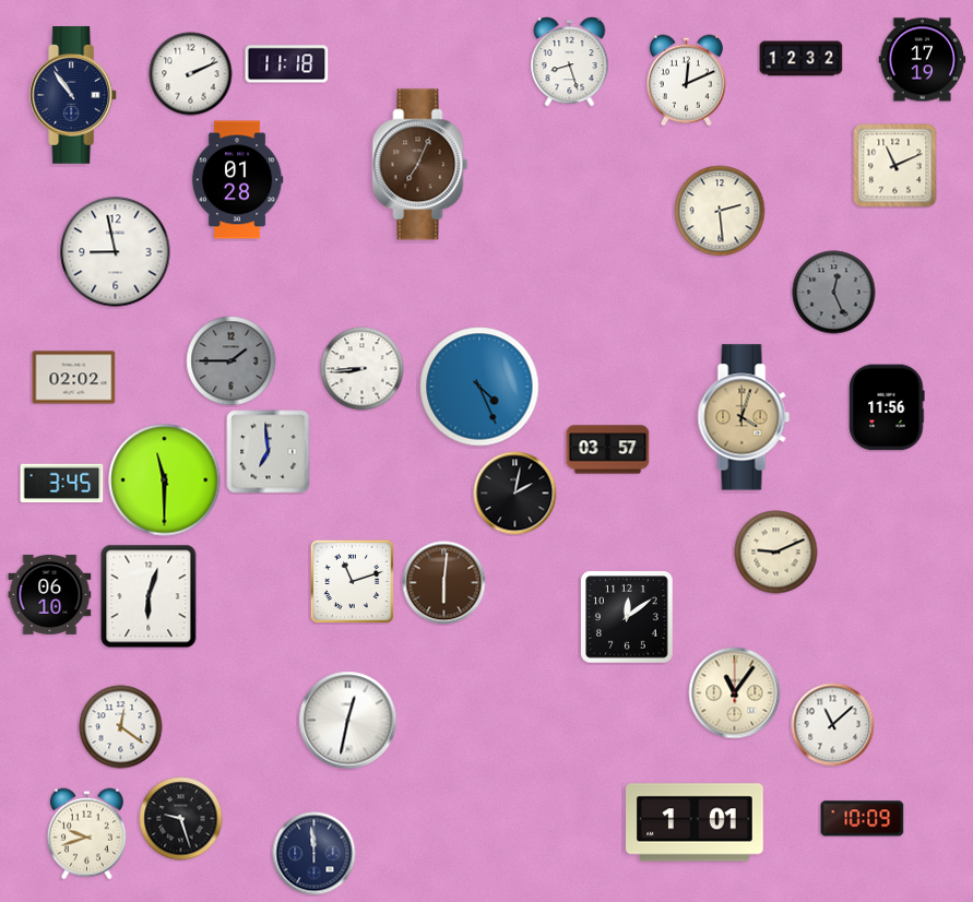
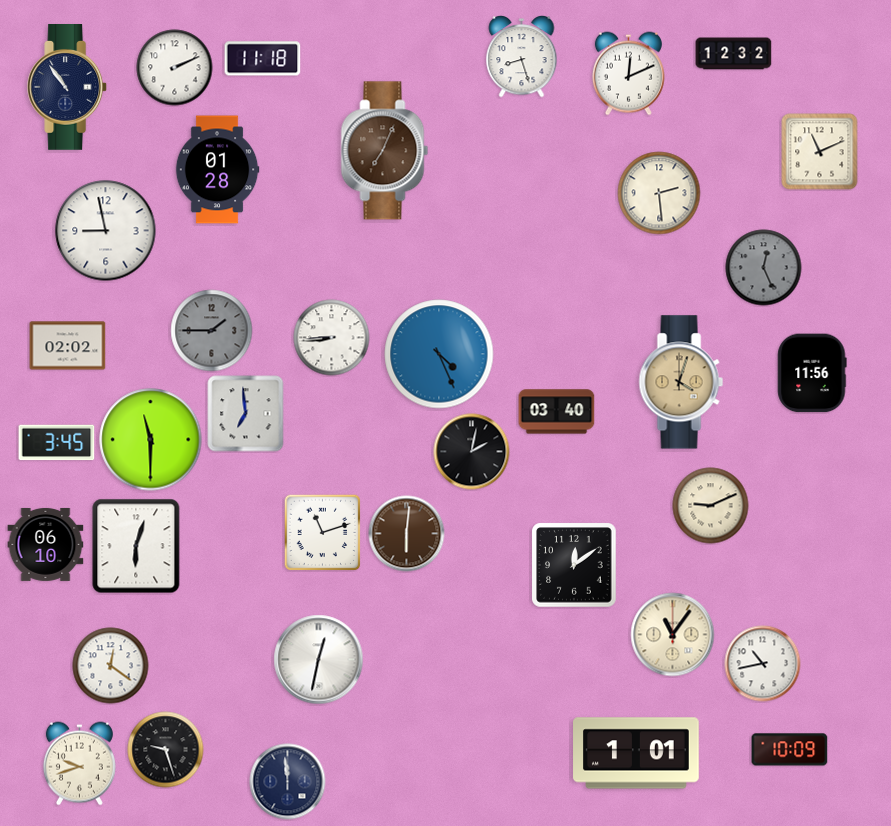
clock at (923, 60): 17:19 -> none
clock at (237, 180) position: (237, 180) -> (217, 170)
clock at (608, 450): 03:57 -> 03:40
clock at (833, 725): 11:08 -> 10:43
